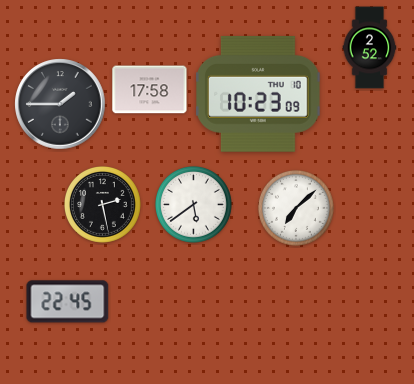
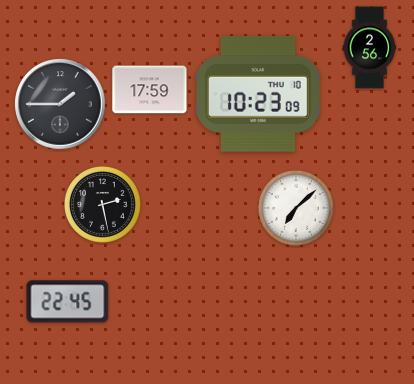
clock at (370, 48): 2:52 -> 2:56
clock at (150, 90): 17:58 -> 17:59
clock at (193, 204): 5:39 -> none
